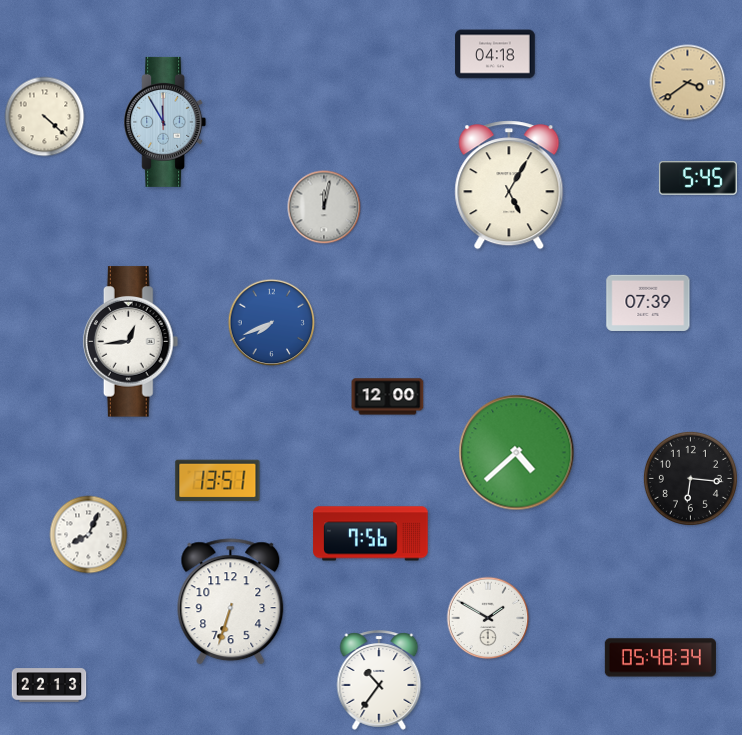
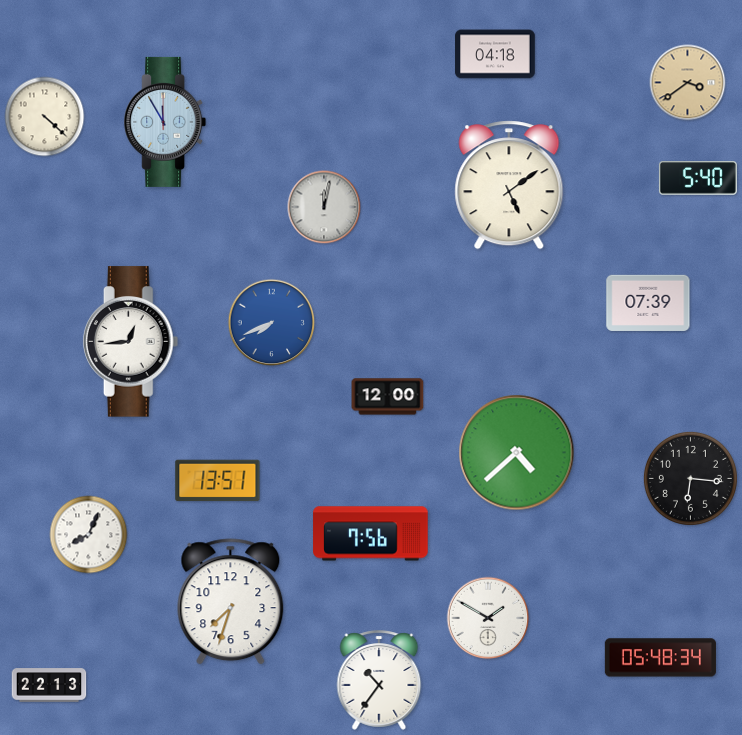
clock at (698, 178): 5:45 -> 5:40
clock at (509, 185): 5:05 -> 5:09
clock at (231, 602): 6:33 -> 7:33
